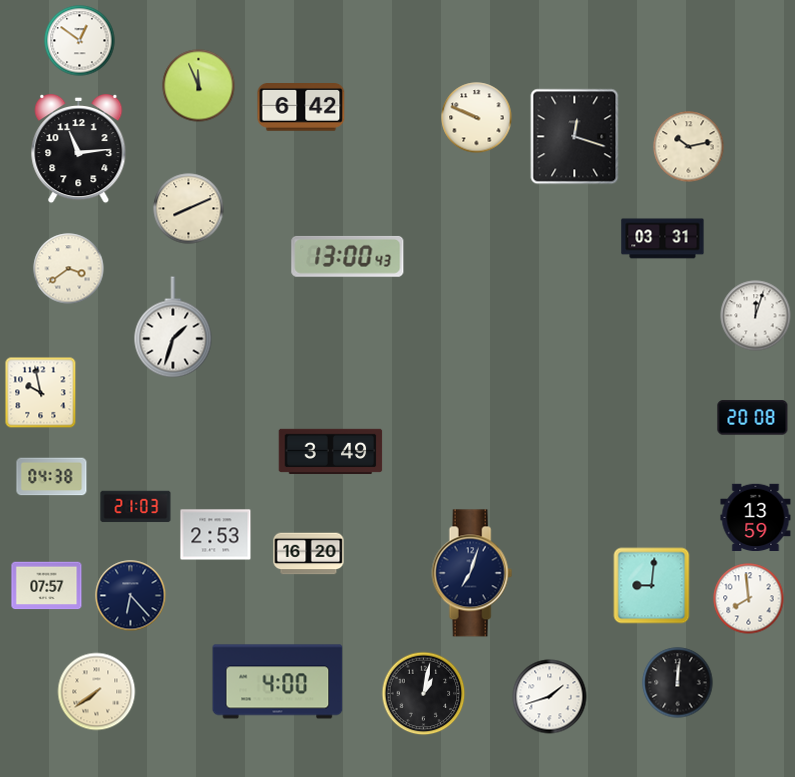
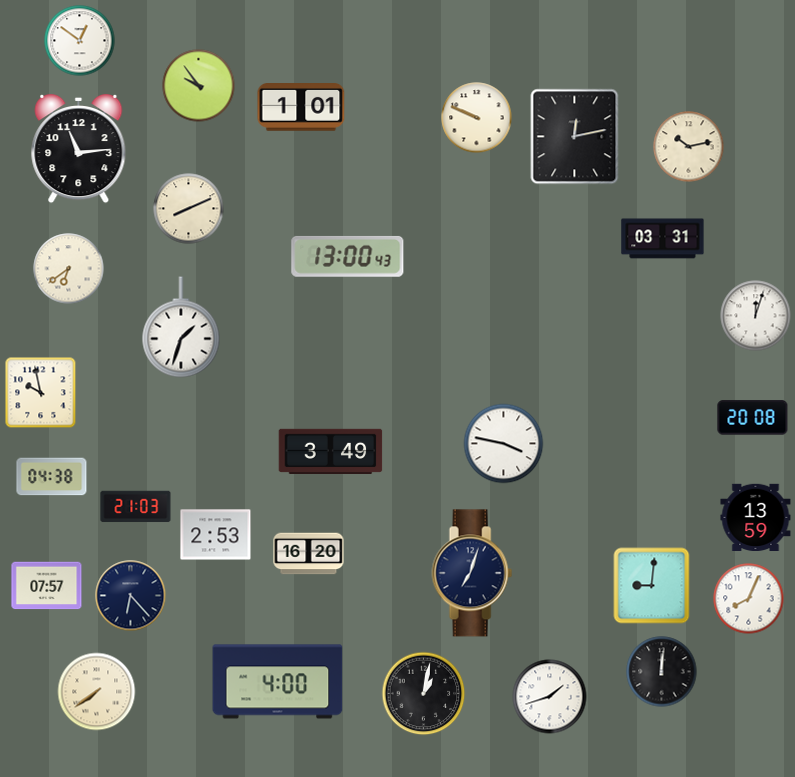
clock at (199, 86): 11:56 -> 9:54
clock at (301, 108): 6:42 -> 1:01
clock at (575, 137): 12:18 -> 12:13
clock at (69, 269): 3:39 -> 6:39
clock at (173, 327) position: (173, 327) -> (181, 327)
clock at (504, 444): none -> 3:47
clock at (749, 599): 7:59 -> 8:04
clock at (678, 683) position: (678, 683) -> (662, 672)
